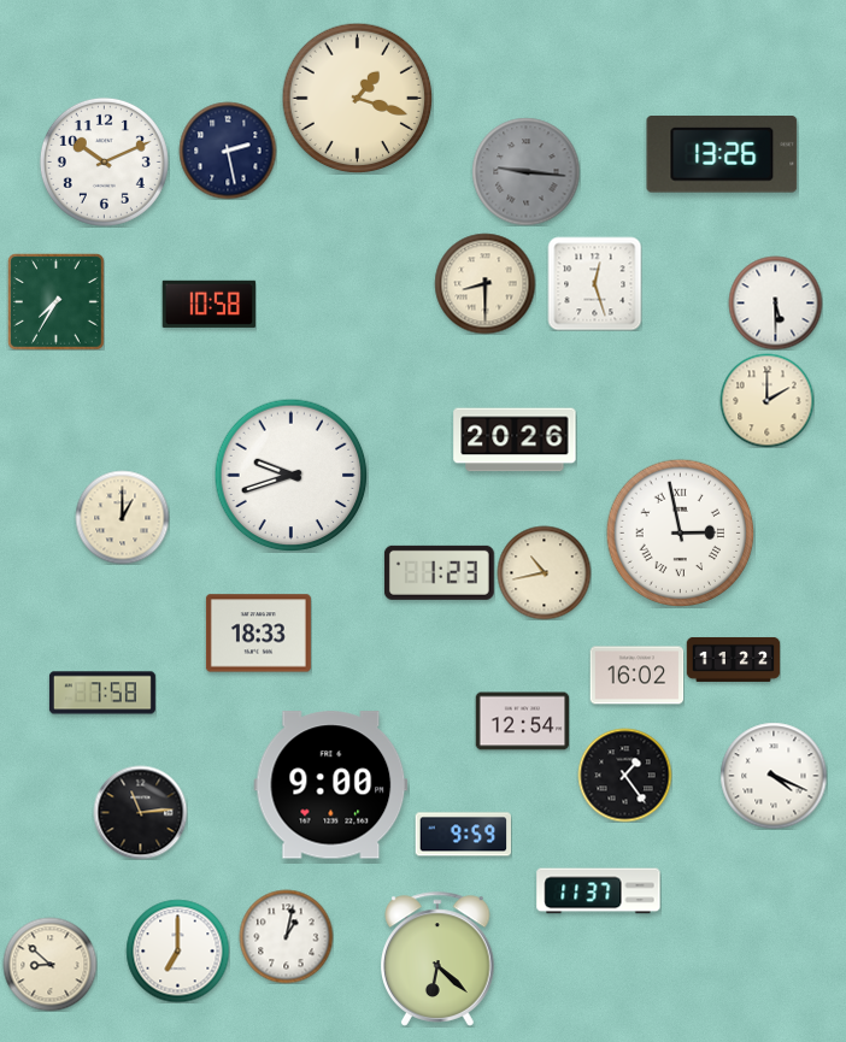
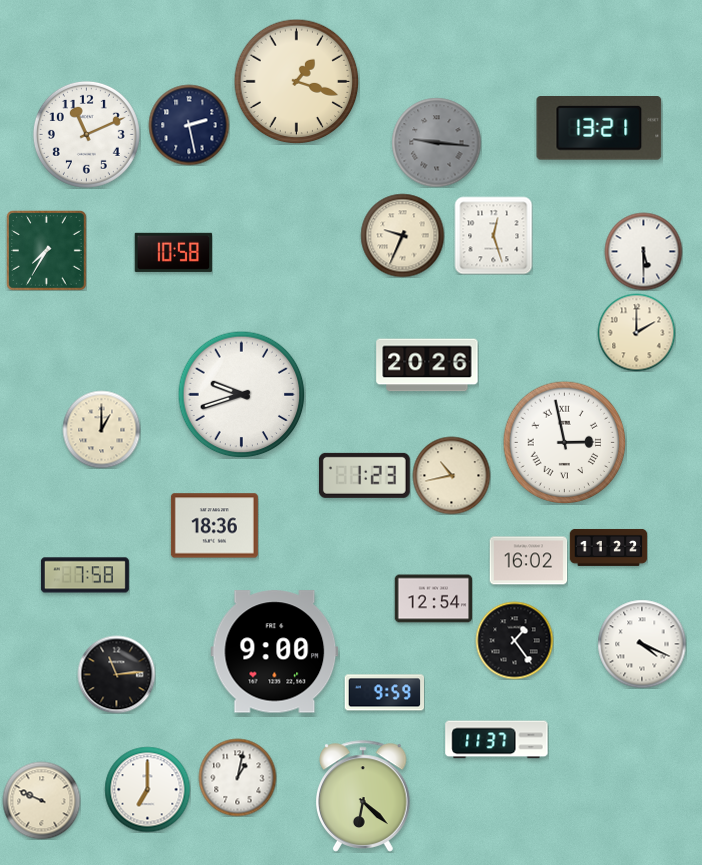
clock at (722, 154): 13:26 -> 13:21
clock at (104, 161): 10:11 -> 11:11
clock at (484, 283): 8:30 -> 9:34
clock at (258, 634): 18:33 -> 18:36
clock at (624, 775) position: (624, 775) -> (514, 640)
clock at (49, 964): 8:52 -> 9:49
